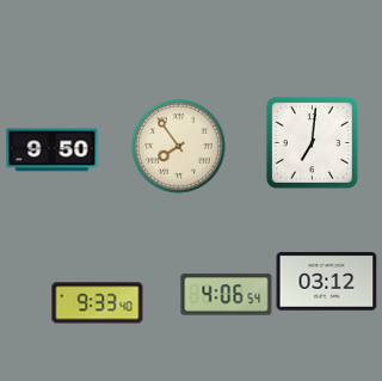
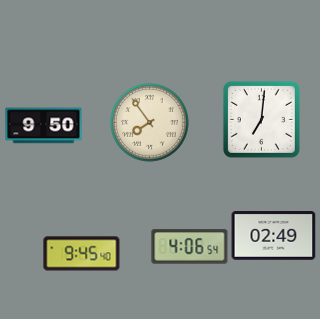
clock at (327, 282): 03:12 -> 02:49
clock at (98, 303): 9:33 -> 9:45
